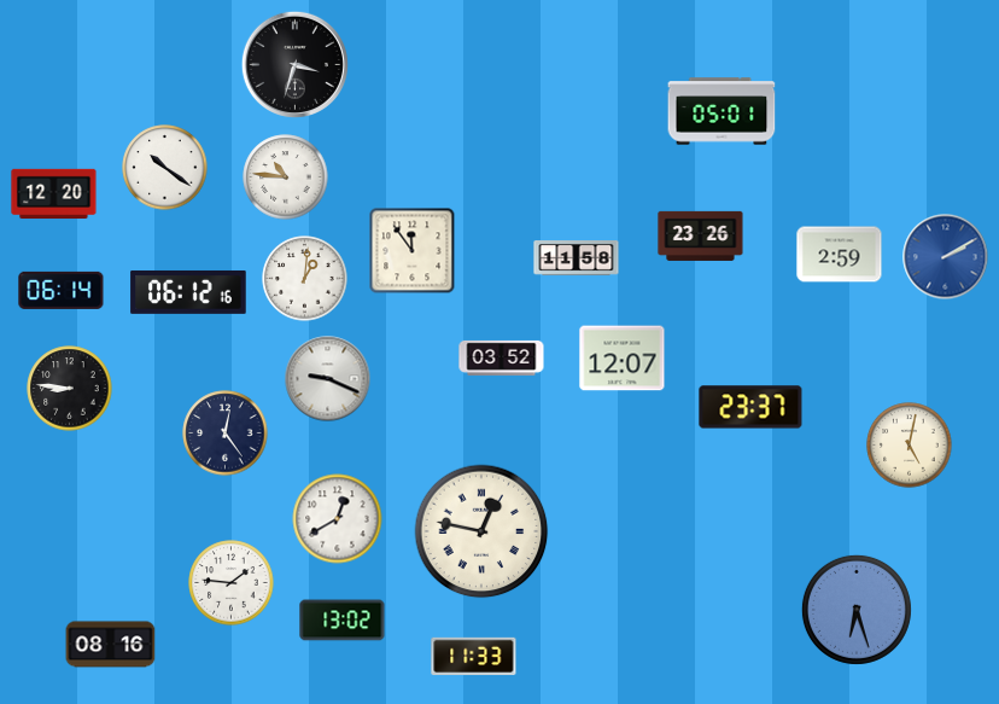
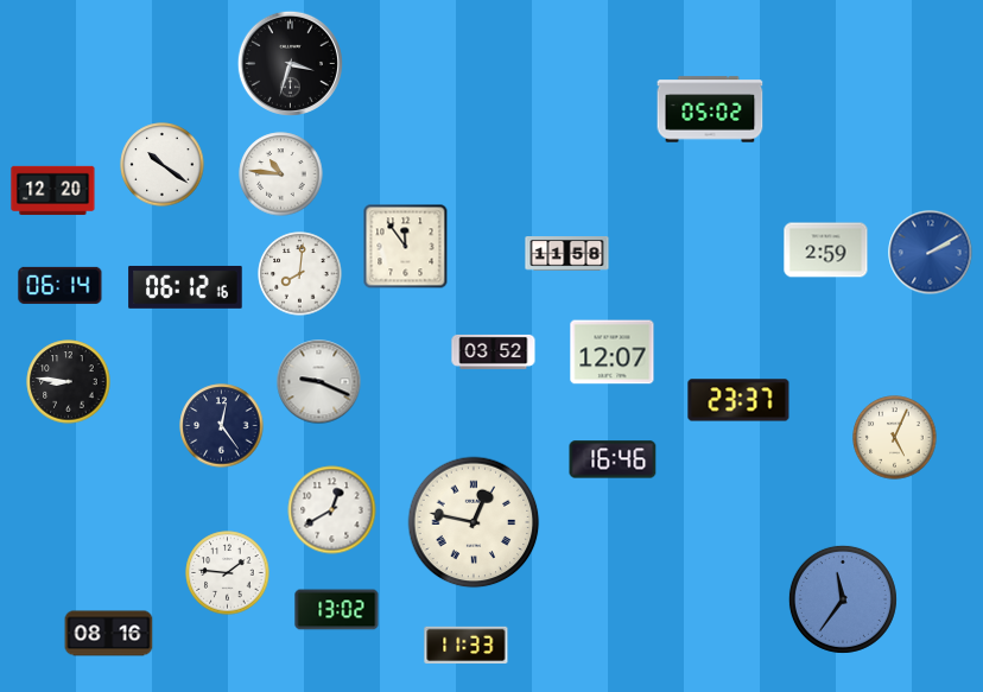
clock at (721, 111): 05:01 -> 05:02
clock at (701, 235): 23:26 -> none
clock at (305, 279): 1:01 -> 8:01
clock at (328, 379) position: (328, 379) -> (319, 382)
clock at (910, 446): 5:02 -> 5:04
clock at (613, 459): none -> 16:46
clock at (857, 610): 6:27 -> 11:36
